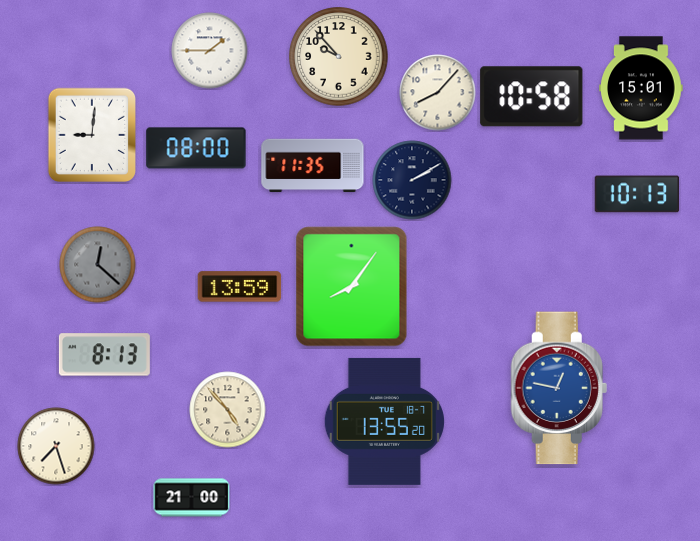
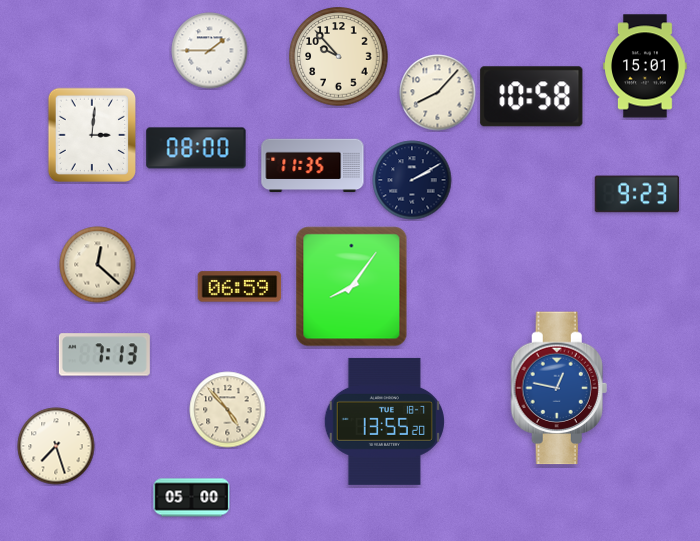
clock at (641, 88) position: (641, 88) -> (645, 66)
clock at (91, 134): 9:01 -> 3:01
clock at (637, 194): 10:13 -> 9:23
clock at (98, 265) dial: grey -> cream
clock at (240, 287): 13:59 -> 06:59
clock at (104, 355): 8:13 -> 7:13
clock at (192, 498): 21:00 -> 05:00
